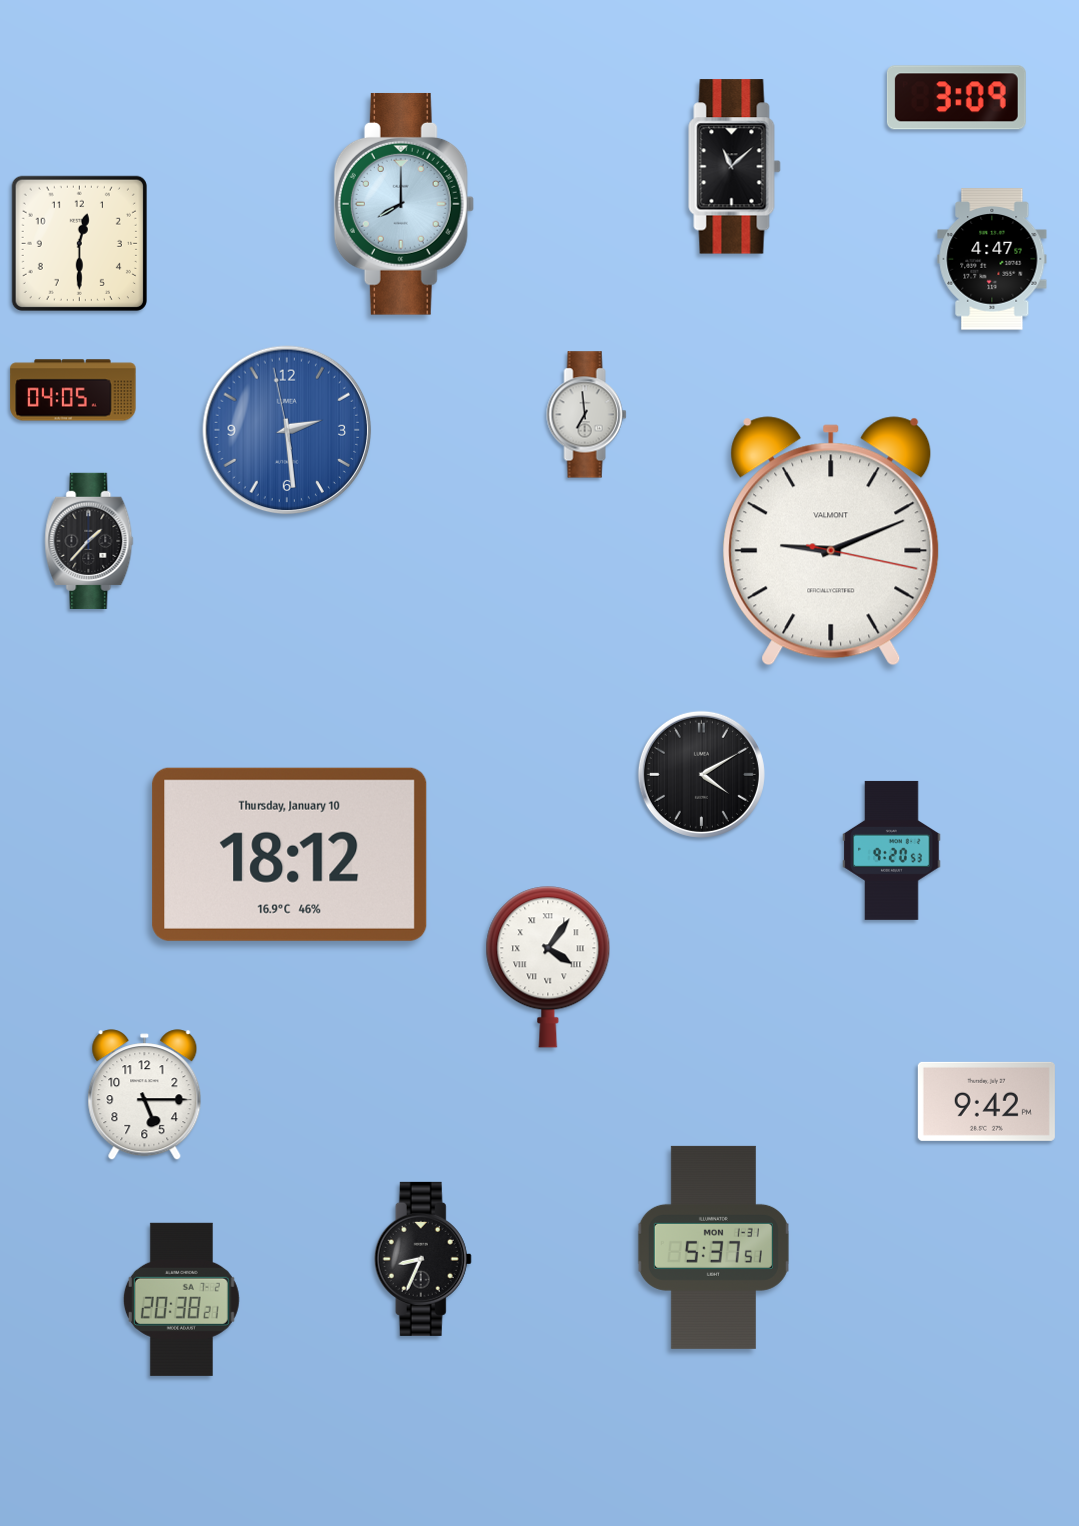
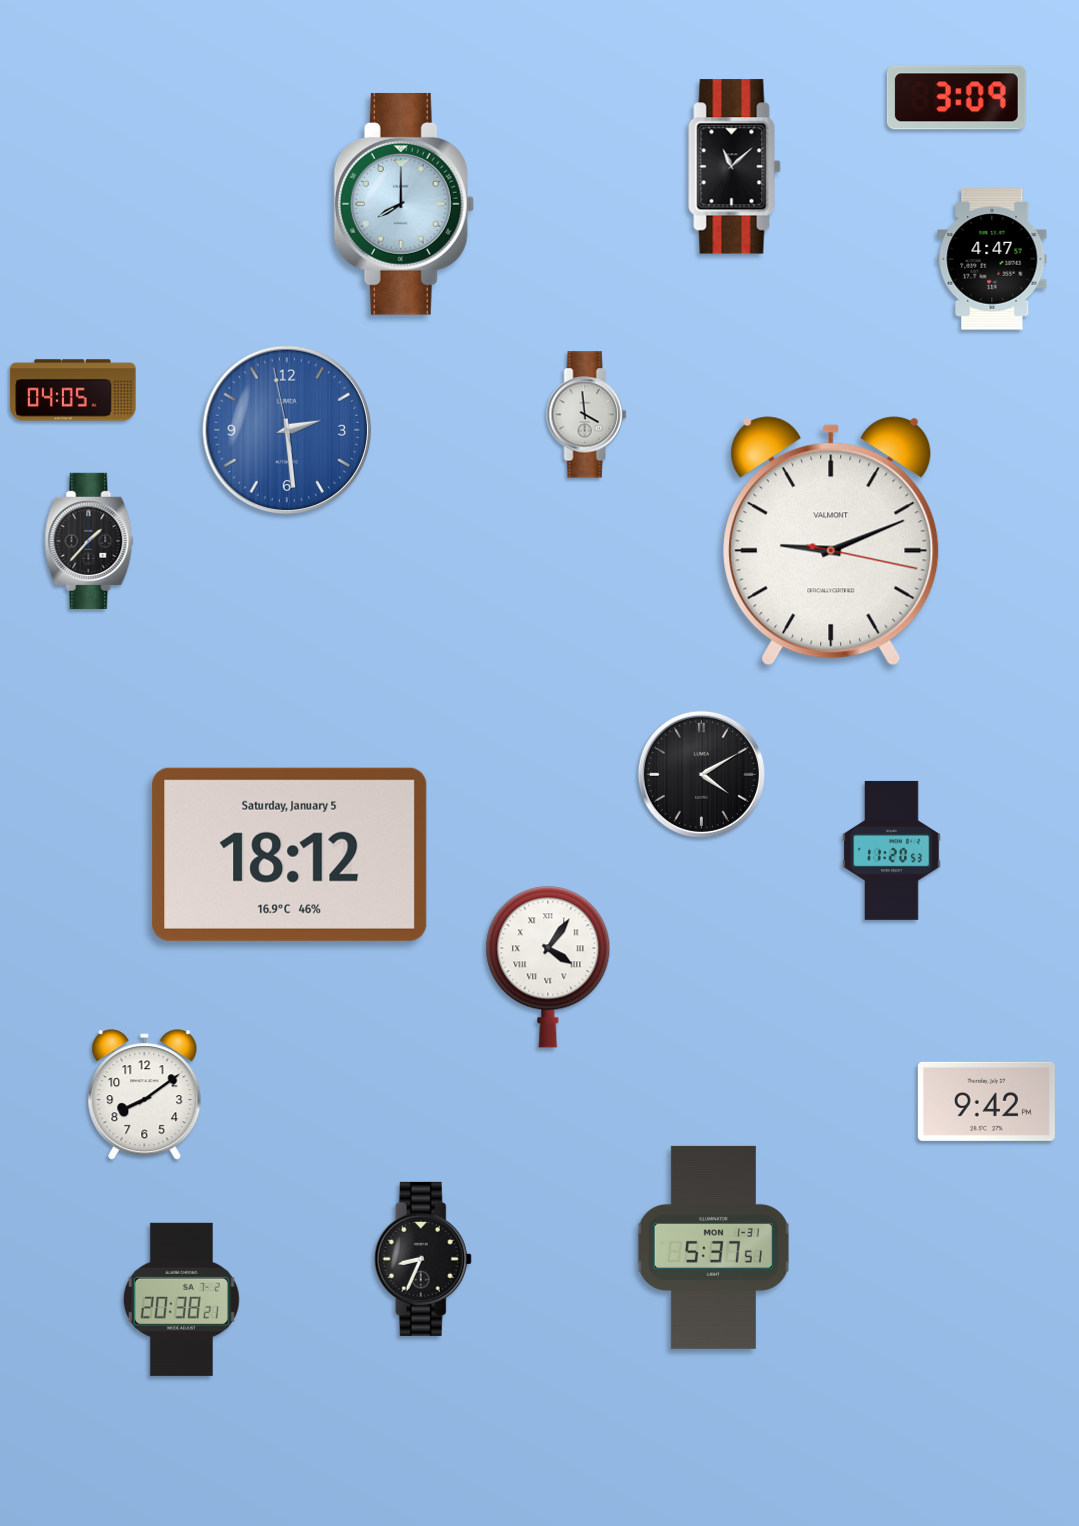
clock at (79, 243): 12:30 -> none
clock at (587, 415): 6:59 -> 3:59
clock at (892, 850): 9:20 -> 11:20
clock at (290, 854) date: Thursday, January 10 -> Saturday, January 5
clock at (145, 1095): 5:15 -> 8:09
